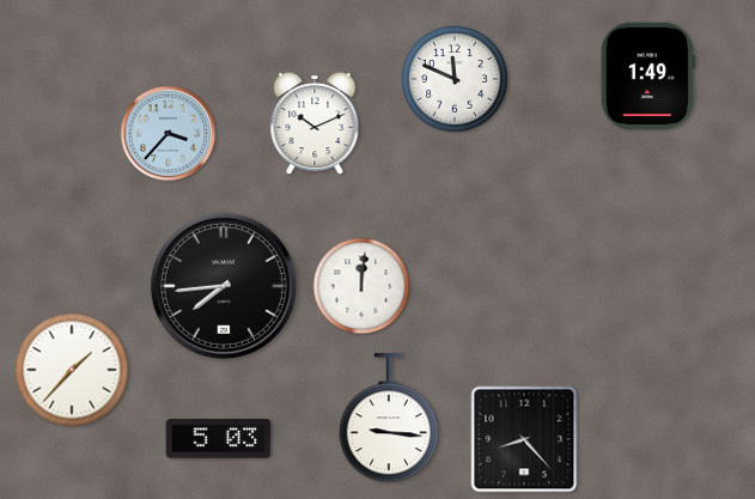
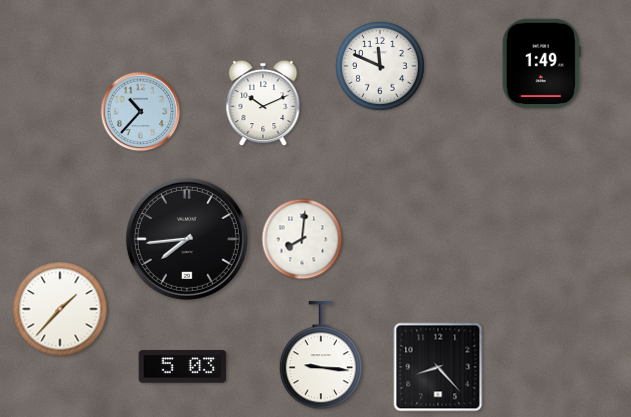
clock at (169, 134): 3:37 -> 10:37
clock at (361, 286): 12:01 -> 8:01
clock at (388, 419) position: (388, 419) -> (320, 356)
